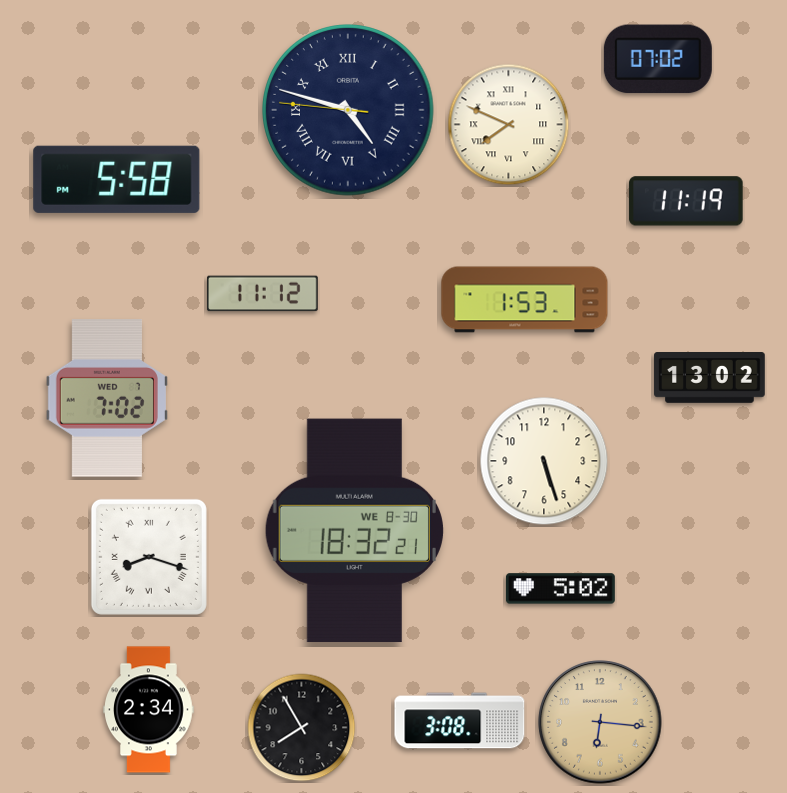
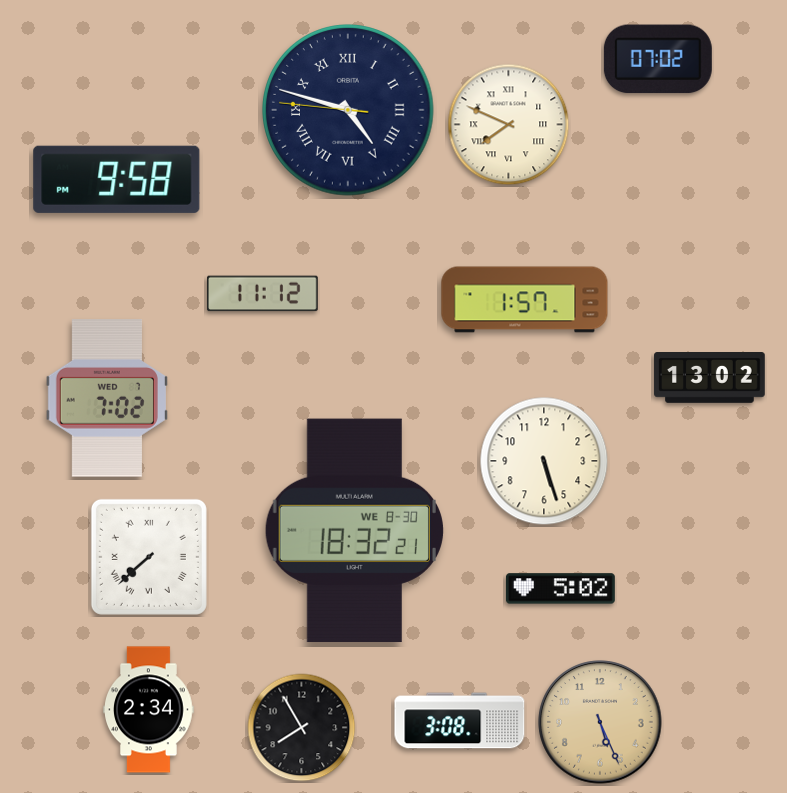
clock at (117, 179): 5:58 -> 9:58
clock at (686, 201): 11:19 -> none
clock at (525, 300): 1:53 -> 1:57
clock at (149, 557): 8:18 -> 7:38
clock at (600, 722): 6:16 -> 5:26
